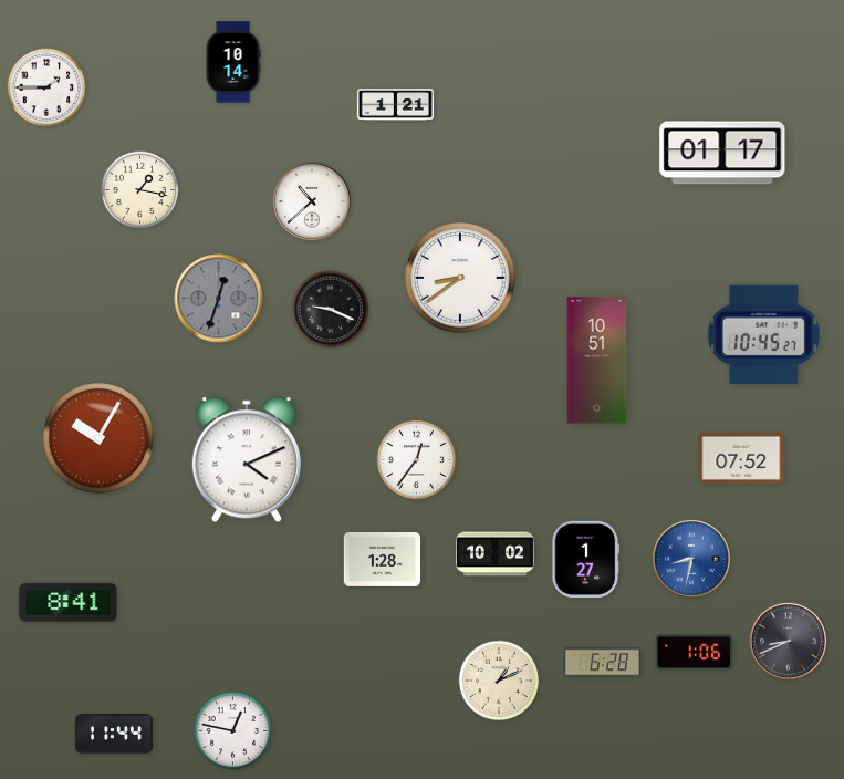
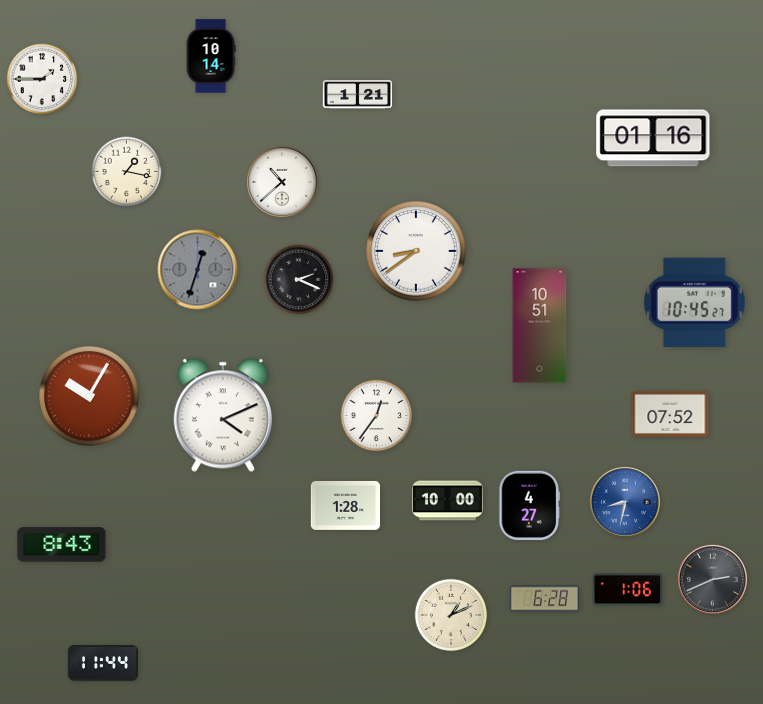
clock at (722, 153): 01:17 -> 01:16
clock at (331, 310): 9:19 -> 2:19
clock at (763, 335) position: (763, 335) -> (694, 303)
clock at (494, 554): 10:02 -> 10:00
clock at (586, 559): 1:27 -> 4:27
clock at (691, 559) position: (691, 559) -> (625, 502)
clock at (69, 603): 8:41 -> 8:43
clock at (788, 641): 8:41 -> 2:41
clock at (233, 731): 12:47 -> none
